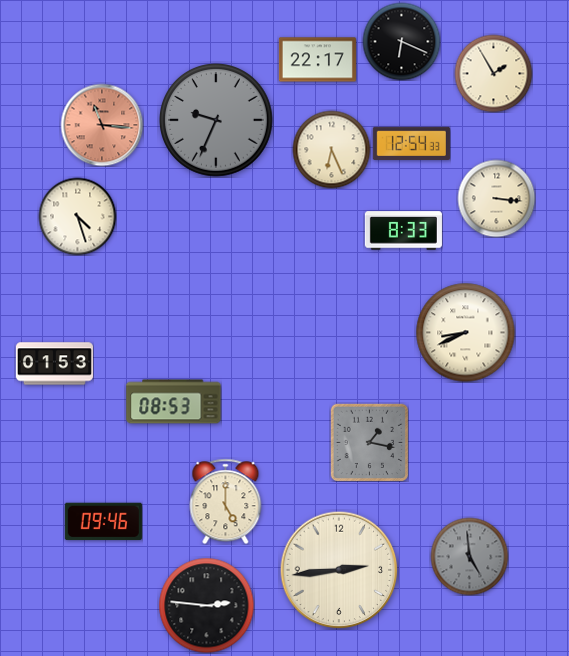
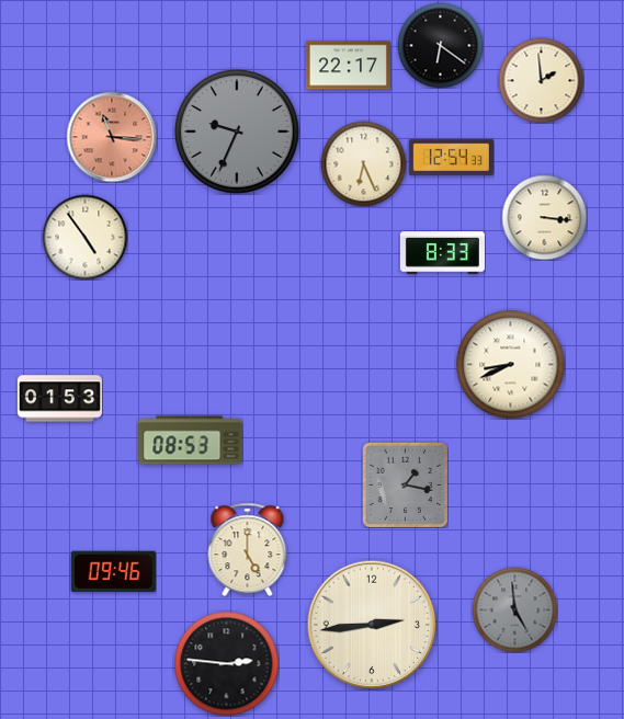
clock at (401, 41): 6:19 -> 6:21
clock at (493, 73): 1:55 -> 1:59
clock at (77, 216): 4:27 -> 4:54
